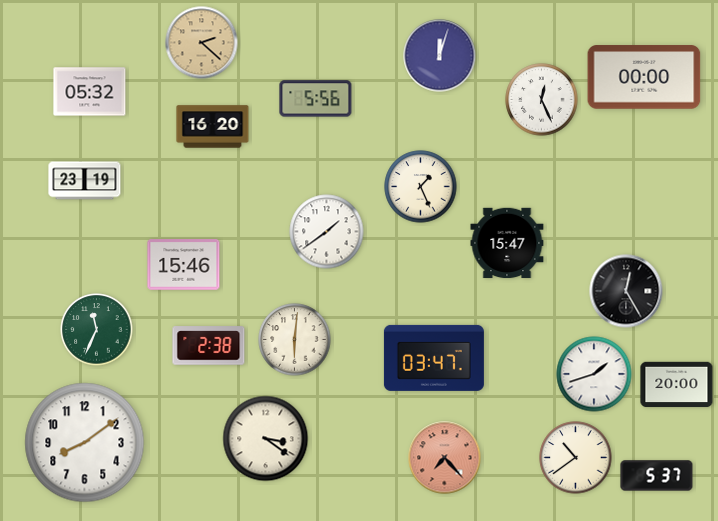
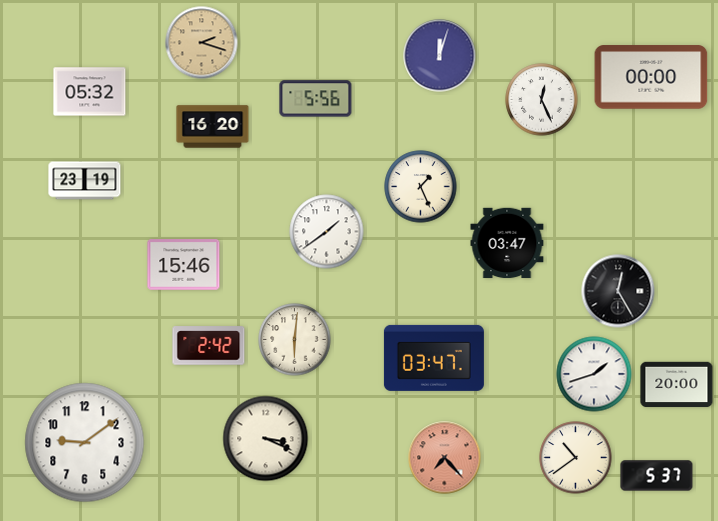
clock at (202, 43): 2:22 -> 2:18
clock at (644, 77) position: (644, 77) -> (651, 77)
clock at (507, 243): 15:47 -> 03:47
clock at (626, 291) position: (626, 291) -> (618, 291)
clock at (97, 330): 11:34 -> none
clock at (209, 346): 2:38 -> 2:42
clock at (266, 439): 3:21 -> 3:19
clock at (85, 443): 8:09 -> 9:09
